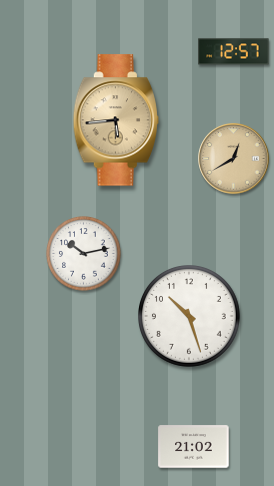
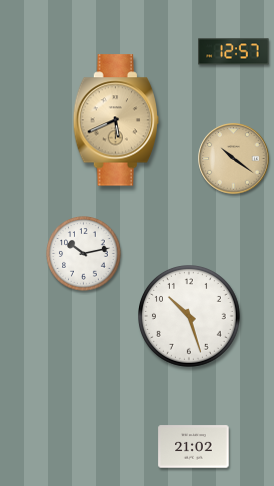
clock at (116, 120): 5:44 -> 5:41
clock at (234, 159): 12:40 -> 10:21
